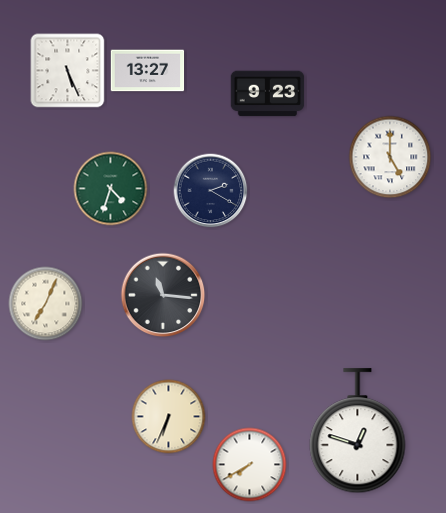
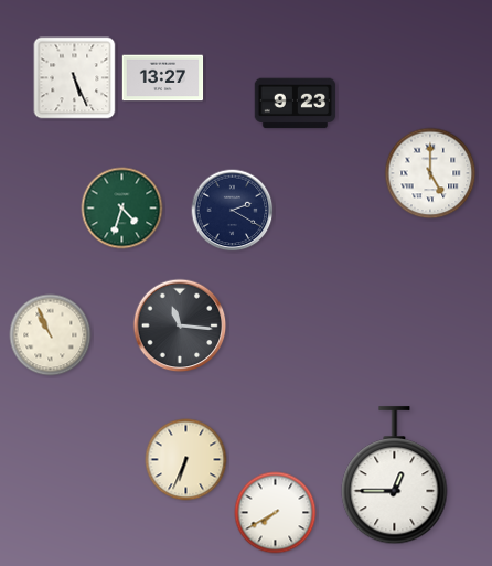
clock at (46, 304): 7:04 -> 10:56
clock at (358, 431): 12:48 -> 12:45
